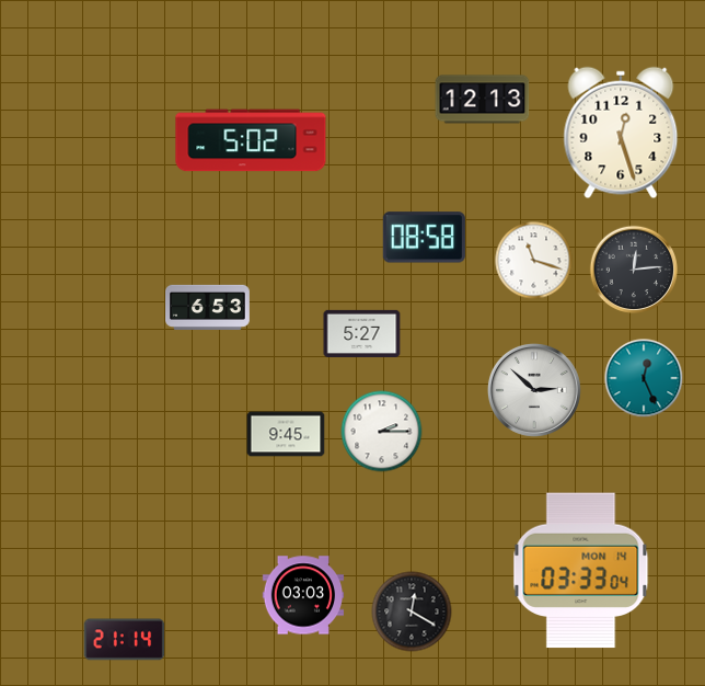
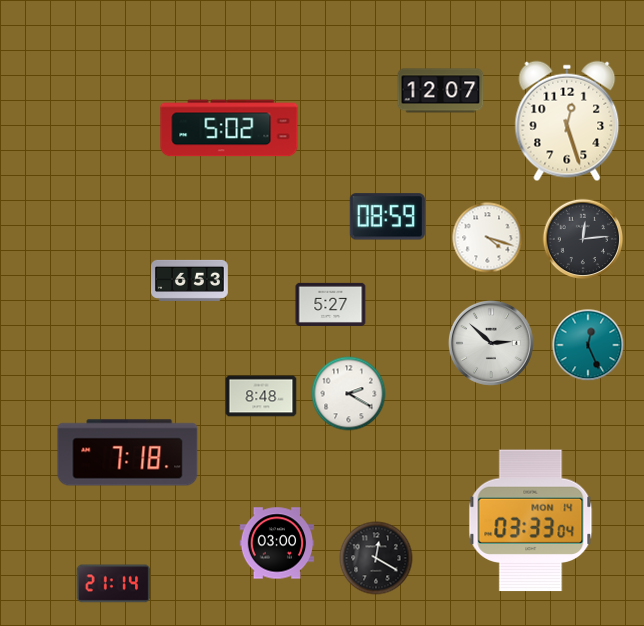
clock at (483, 100): 12:13 -> 12:07
clock at (424, 238): 08:58 -> 08:59
clock at (534, 261): 11:18 -> 4:18
clock at (634, 270) position: (634, 270) -> (583, 239)
clock at (534, 390) position: (534, 390) -> (491, 343)
clock at (382, 432): 2:15 -> 2:20
clock at (286, 434): 9:45 -> 8:48
clock at (128, 453): none -> 7:18
clock at (303, 595): 03:03 -> 03:00
